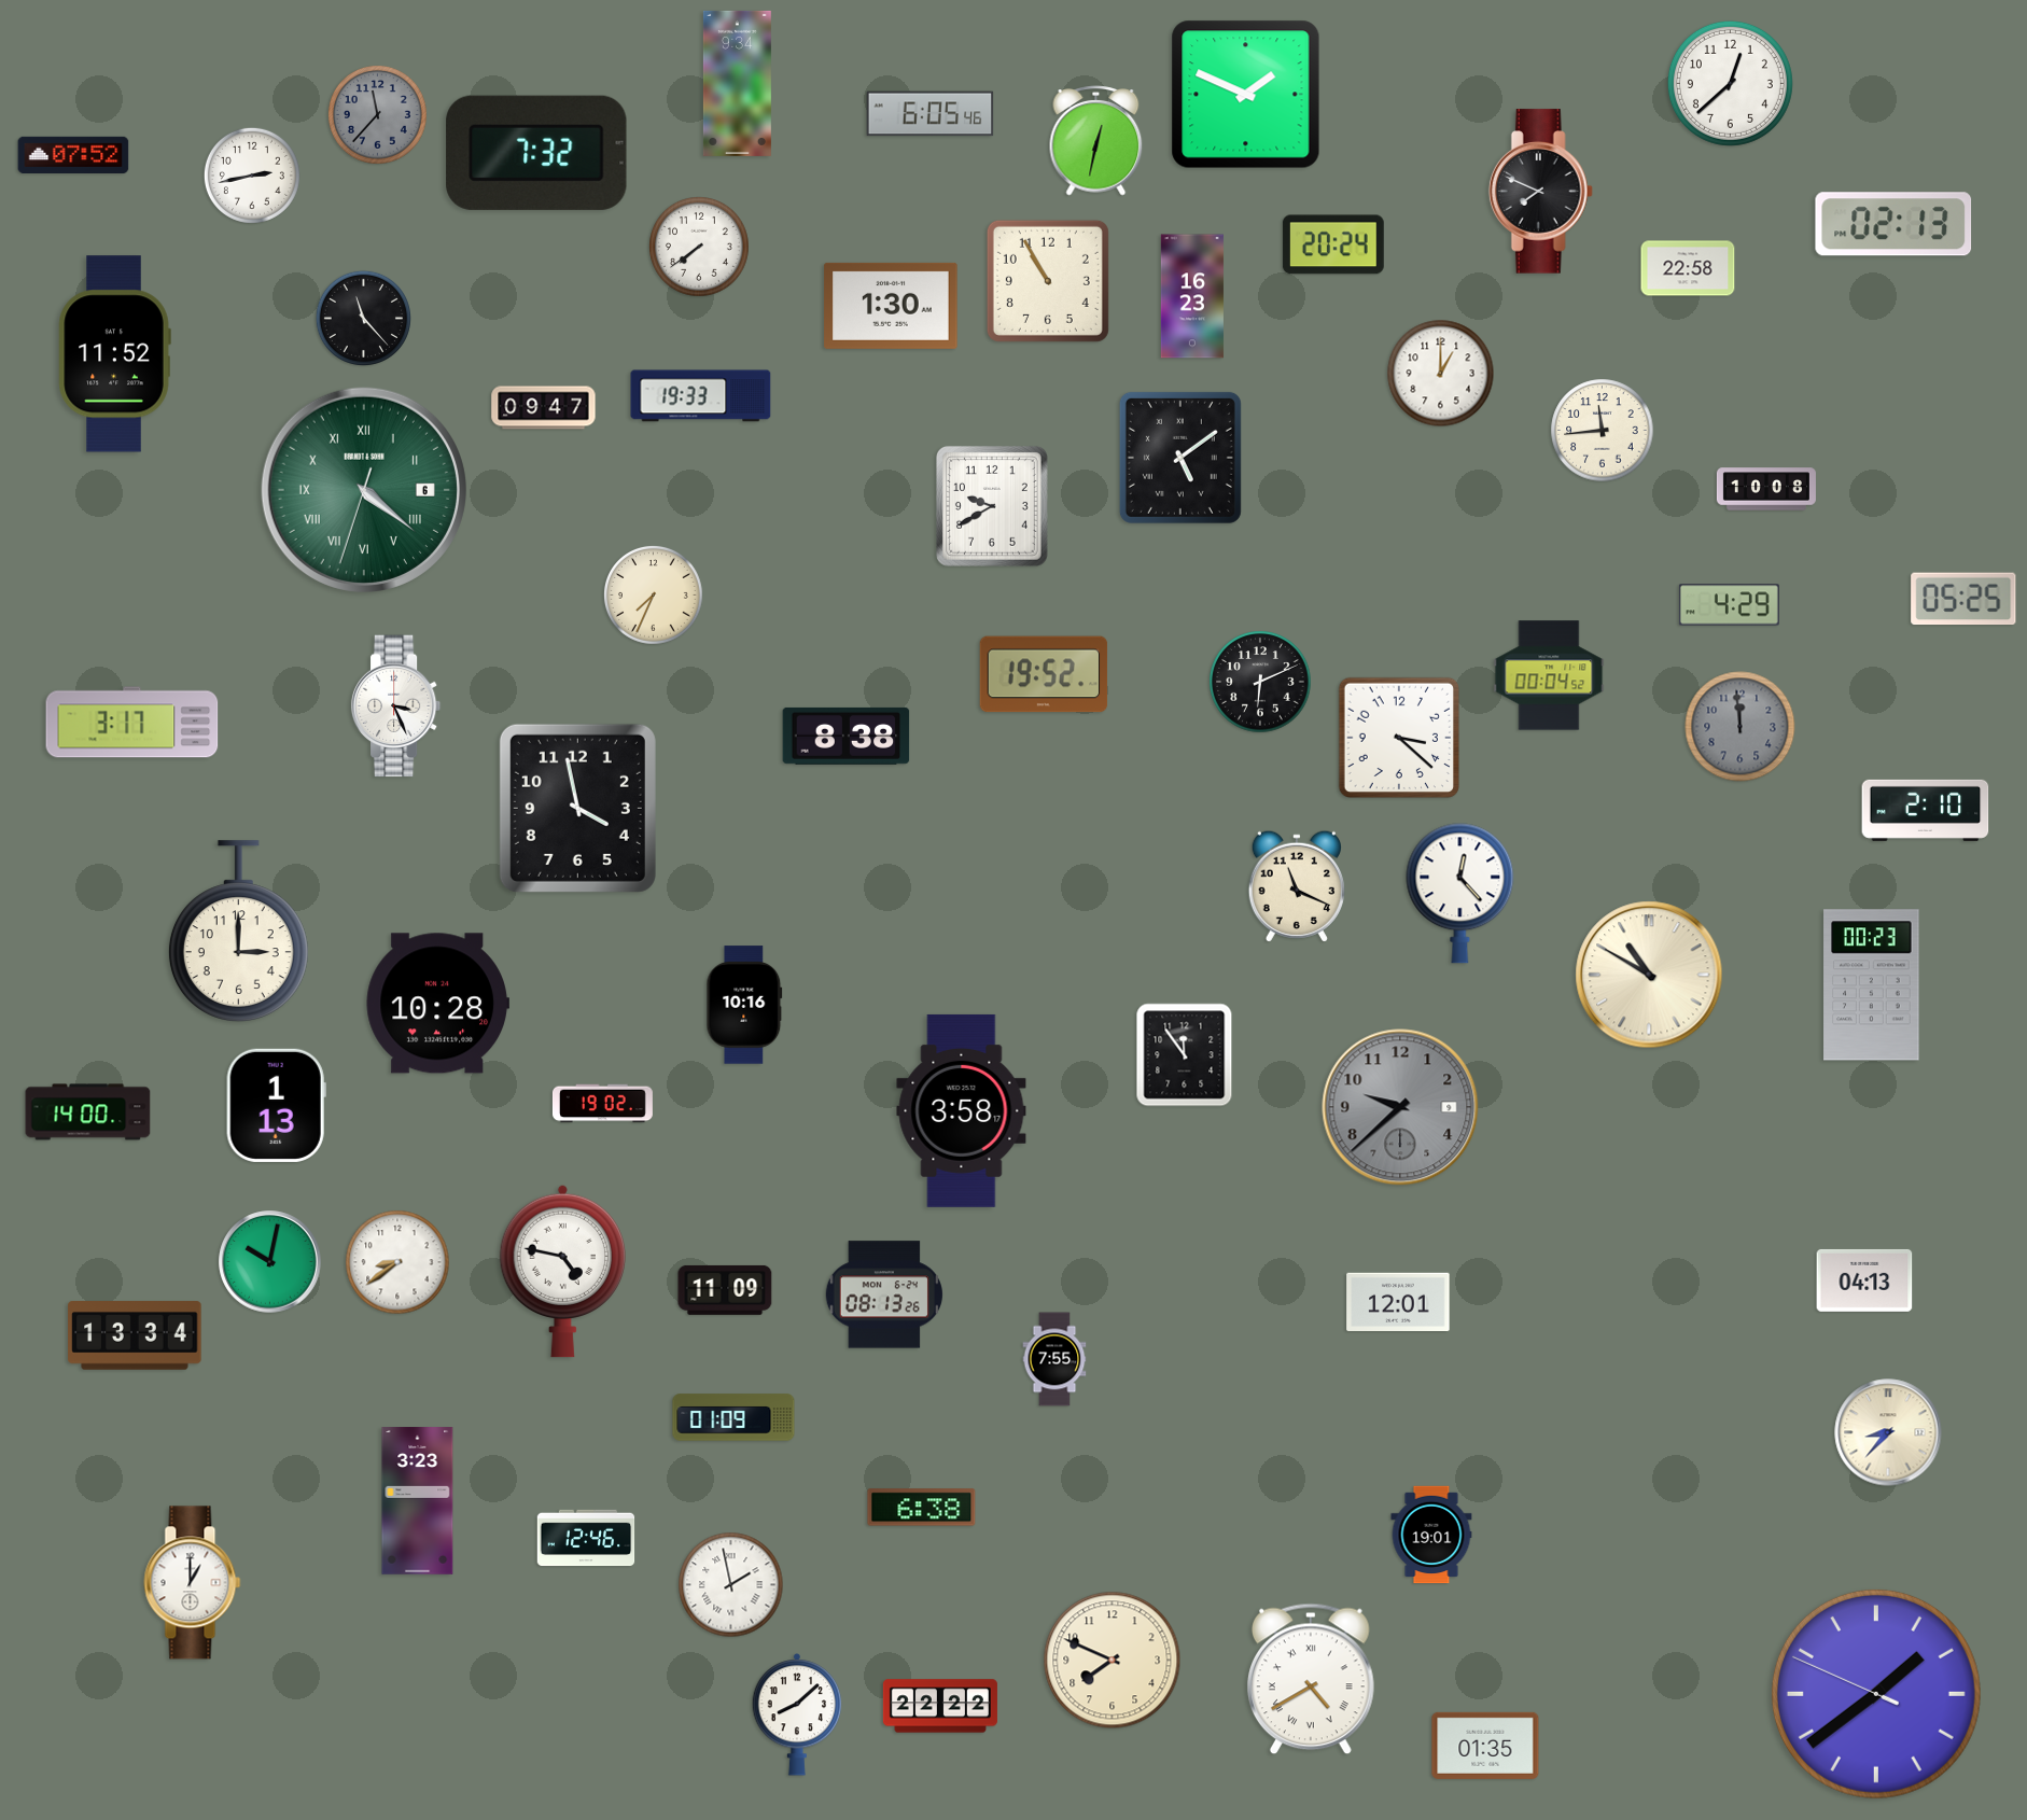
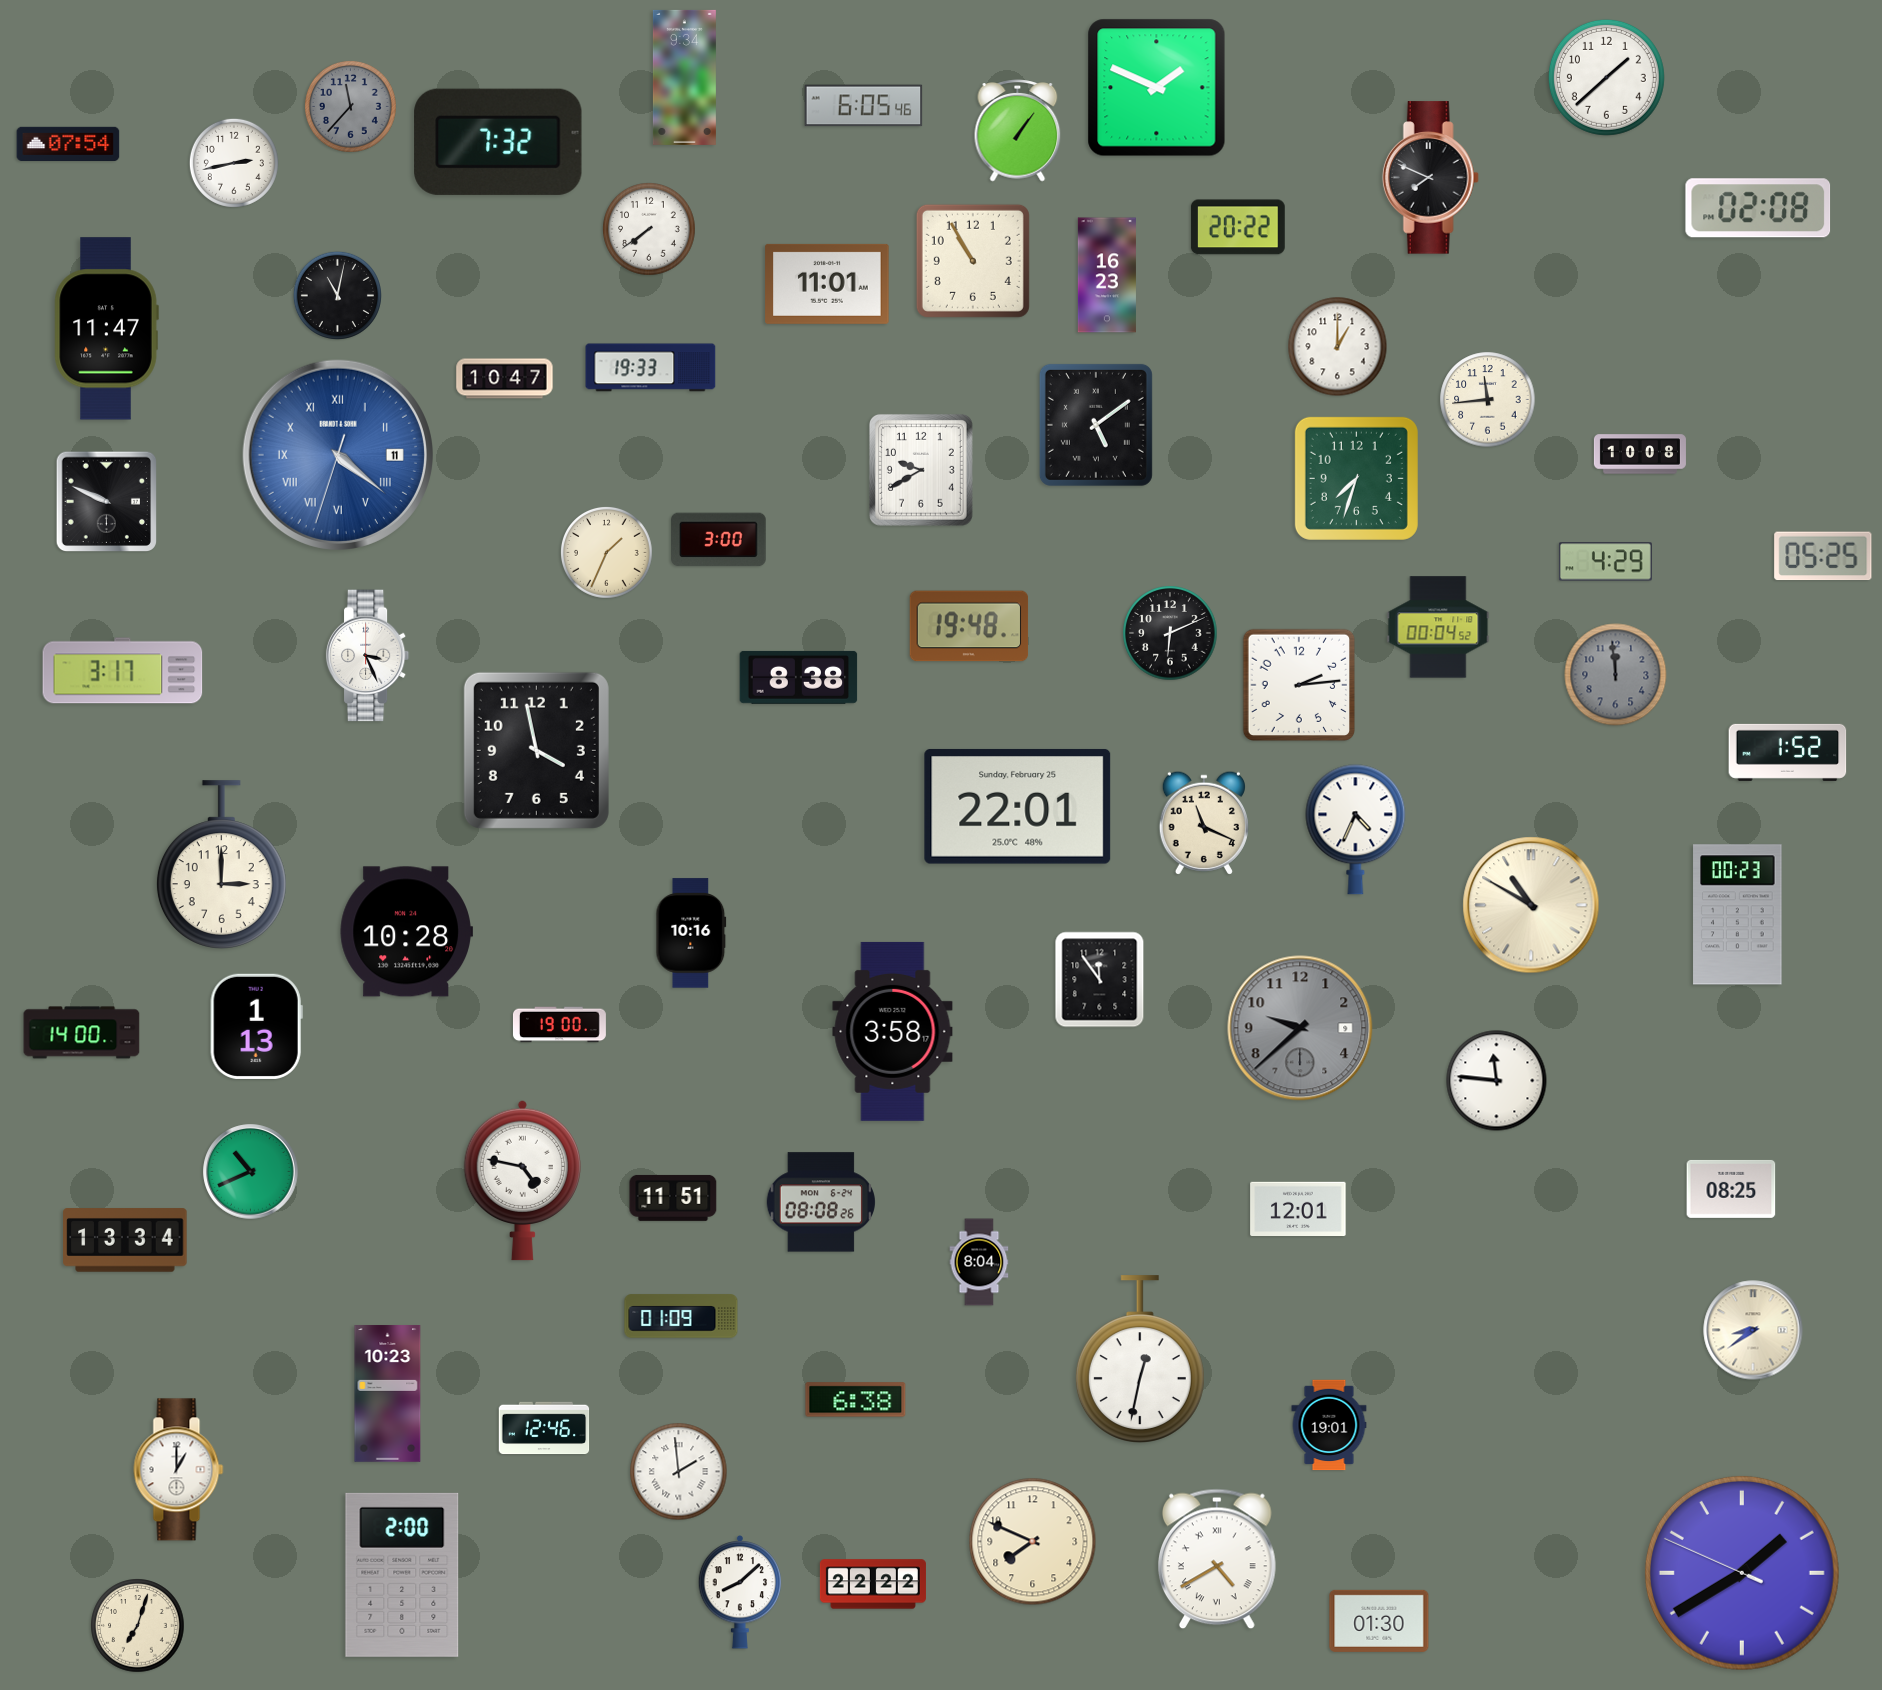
clock at (1730, 83): 12:38 -> 1:38
clock at (1096, 141): 12:32 -> 1:06
clock at (73, 154): 07:52 -> 07:54
clock at (1893, 224): 02:13 -> 02:08
clock at (1333, 244): 20:24 -> 20:22
clock at (1688, 268): 22:58 -> none
clock at (891, 306): 1:30 -> 11:01
clock at (363, 318): 11:23 -> 11:02
clock at (114, 354): 11:52 -> 11:47
clock at (544, 408): 09:47 -> 10:47
clock at (364, 490) date: 6 -> 11
clock at (364, 490) dial: green -> blue
clock at (1356, 478): none -> 7:33
clock at (106, 501): none -> 9:49
clock at (719, 540): none -> 3:00
clock at (654, 596): 7:34 -> 1:34
clock at (1044, 674): 19:52 -> 19:48
clock at (847, 736) position: (847, 736) -> (799, 677)
clock at (1399, 738): 3:22 -> 2:14
clock at (1926, 810): 2:10 -> 1:52
clock at (1018, 807): none -> 22:01
clock at (1460, 894): 12:23 -> 4:34
clock at (602, 1104): 19:02 -> 19:00
clock at (1497, 1081): none -> 11:46
clock at (270, 1262): 10:02 -> 10:41
clock at (397, 1262): 8:39 -> none
clock at (1864, 1280): 04:13 -> 08:25
clock at (725, 1290): 11:09 -> 11:51
clock at (884, 1294): 08:13 -> 08:08
clock at (1054, 1359): 7:55 -> 8:04
clock at (1888, 1432): 8:37 -> 8:39
clock at (1140, 1359): none -> 12:32
clock at (418, 1501): 3:23 -> 10:23
clock at (731, 1585): 1:58 -> 1:59
clock at (1876, 1694): 1:38 -> 1:39
clock at (402, 1575): none -> 2:00
clock at (1485, 1746): 01:35 -> 01:30
clock at (138, 1626): none -> 7:03
